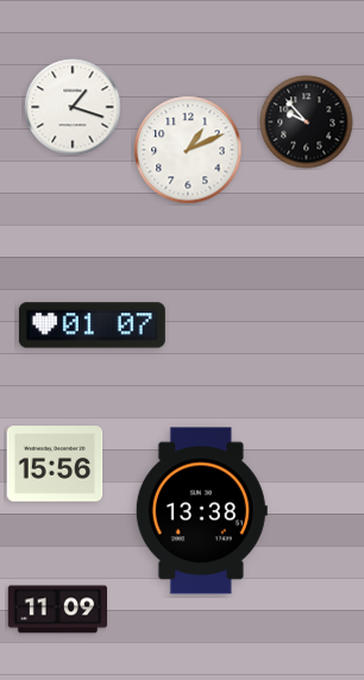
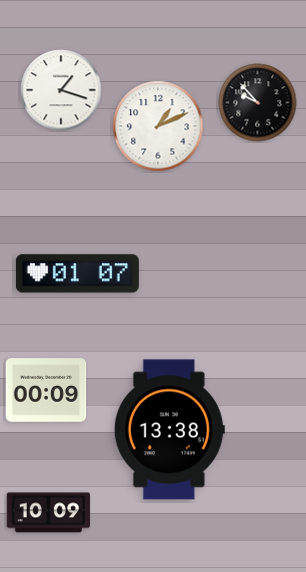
clock at (55, 464): 15:56 -> 00:09
clock at (57, 610): 11:09 -> 10:09
